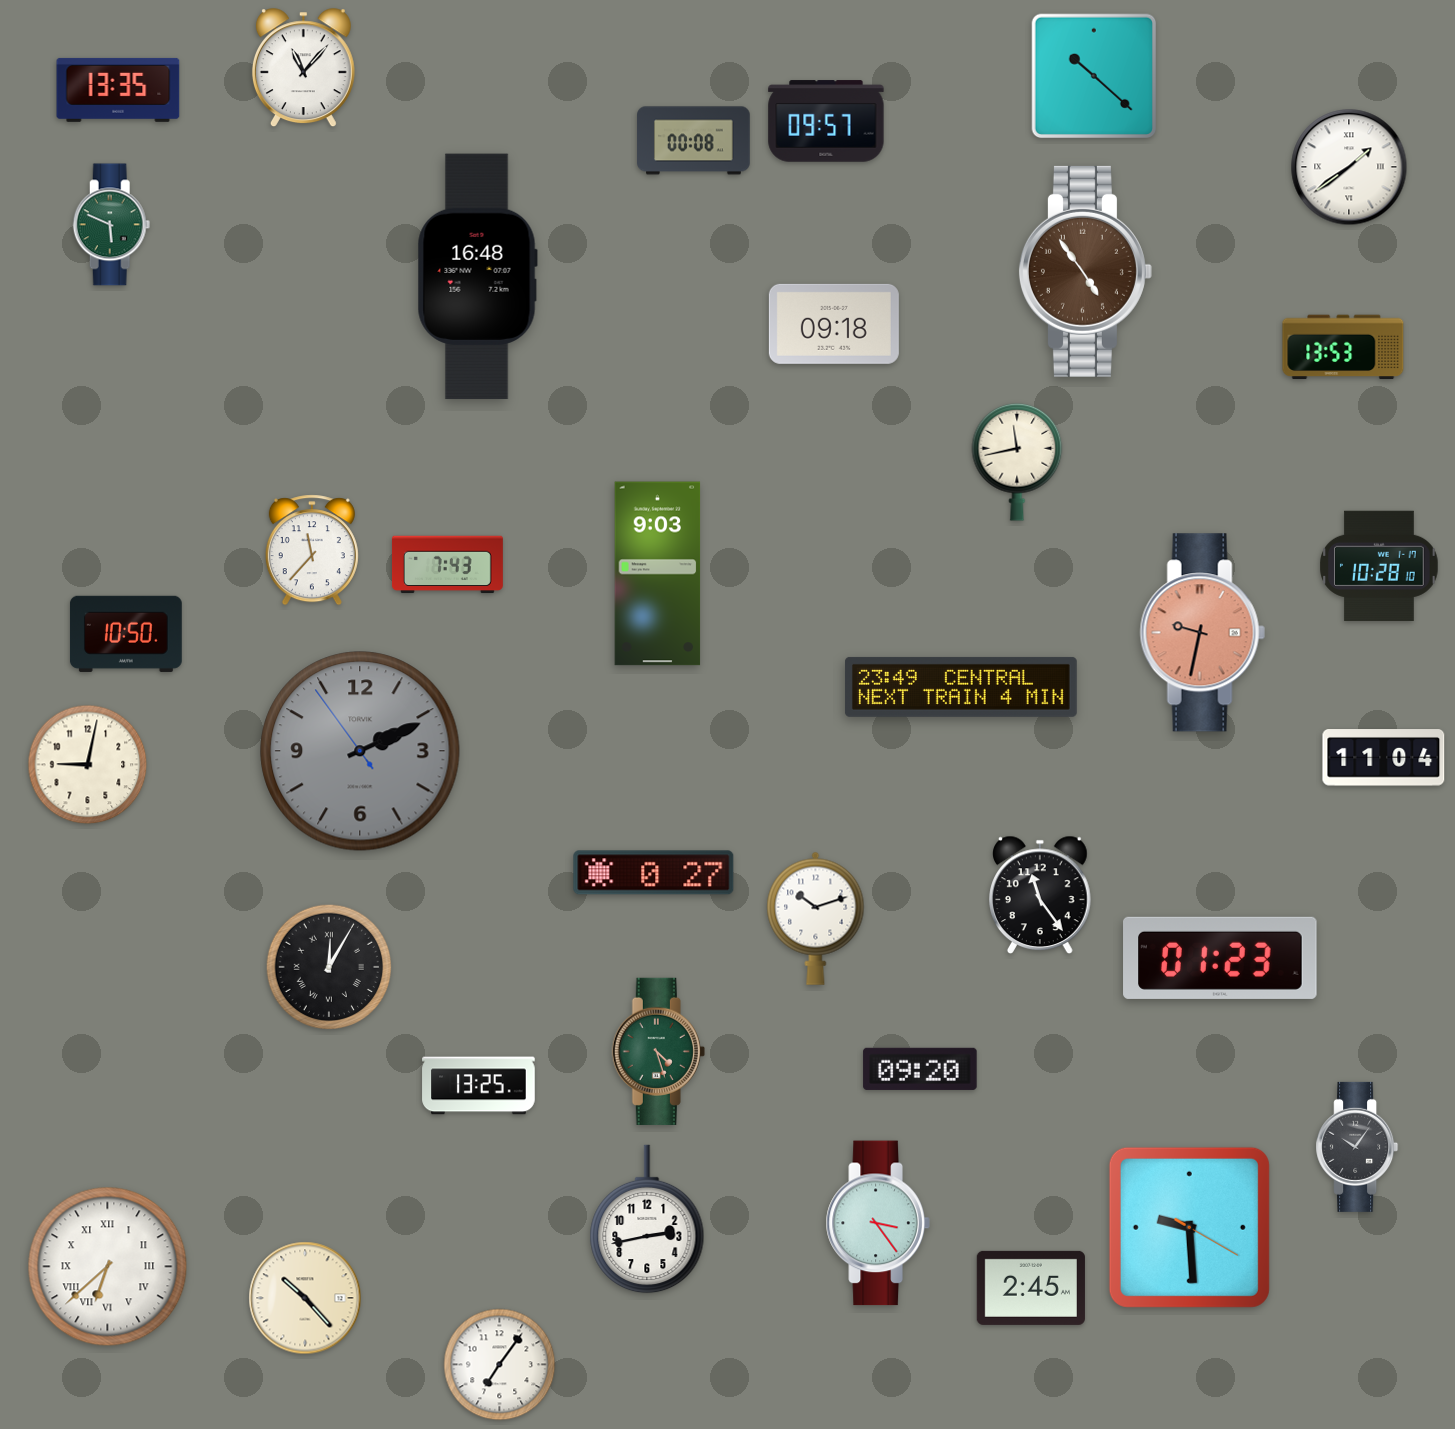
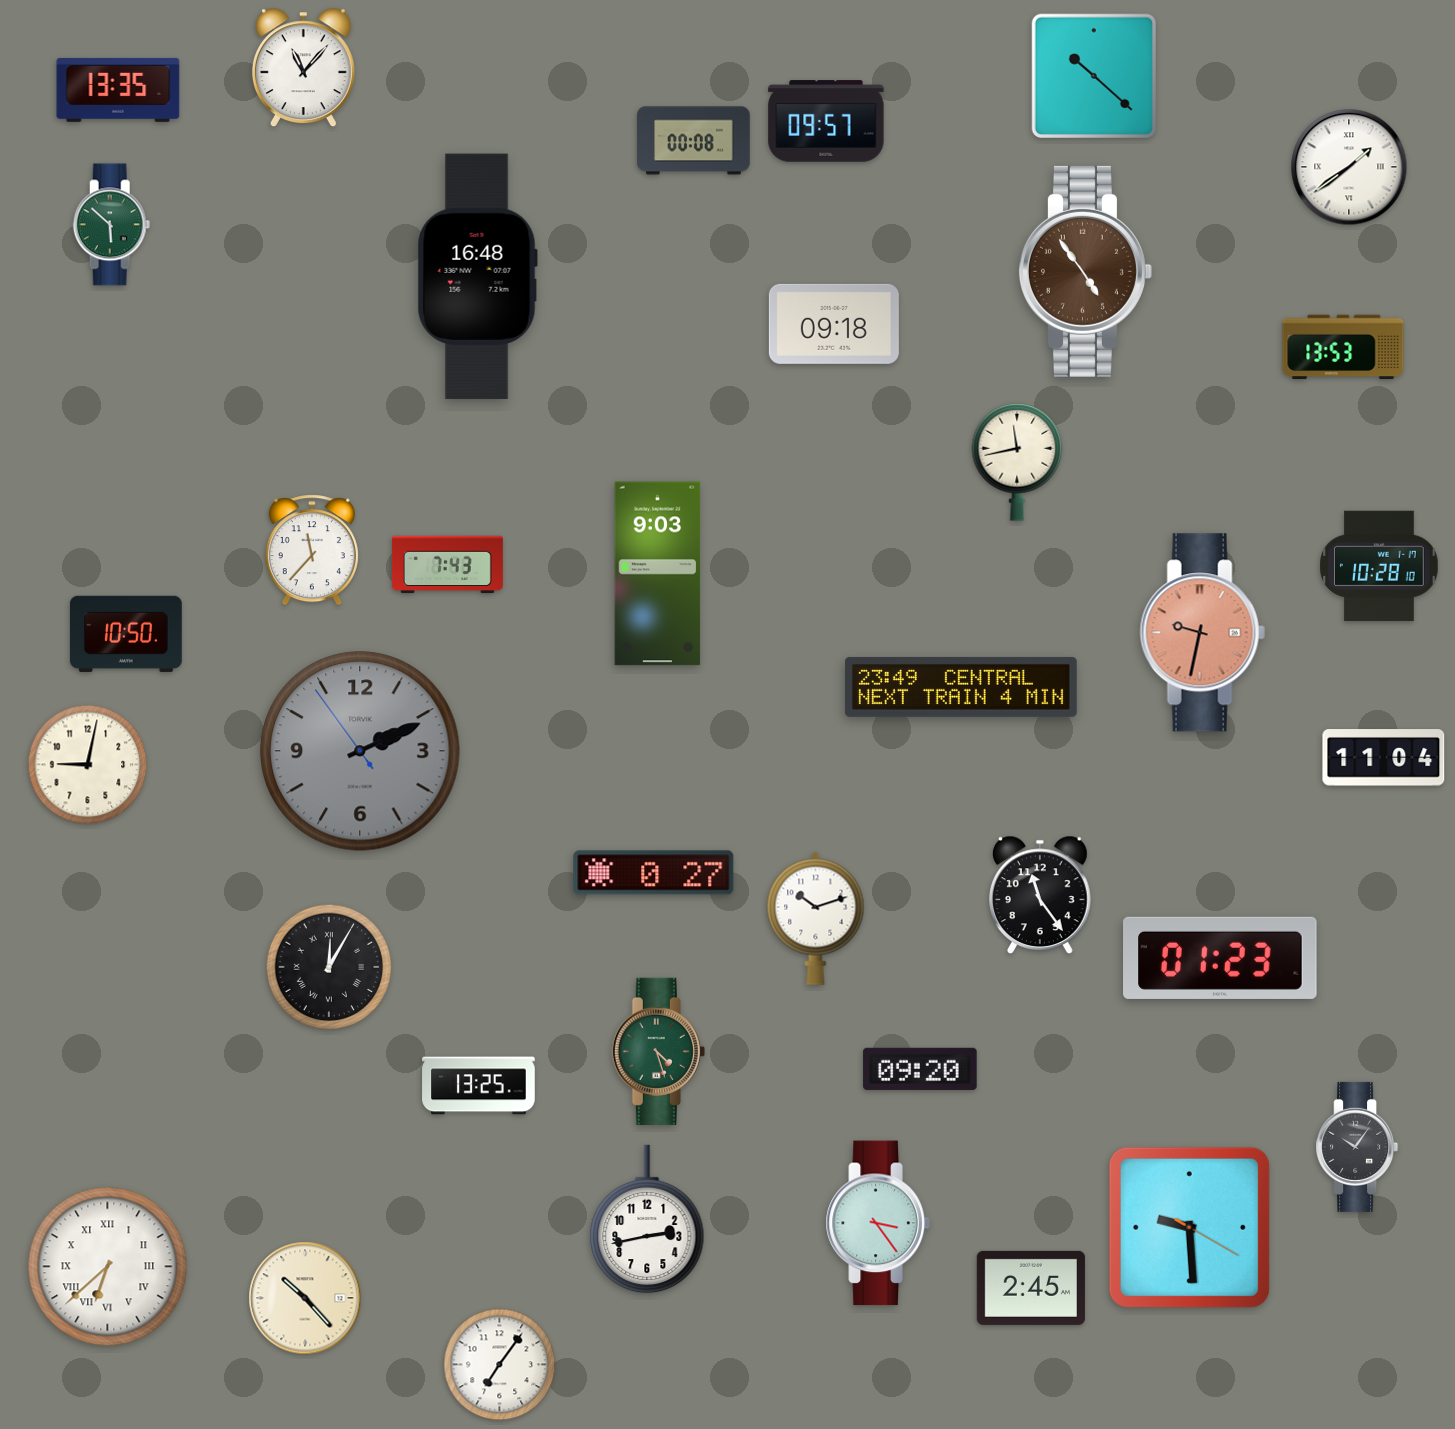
clock at (112, 225): 5:49 -> 5:52
